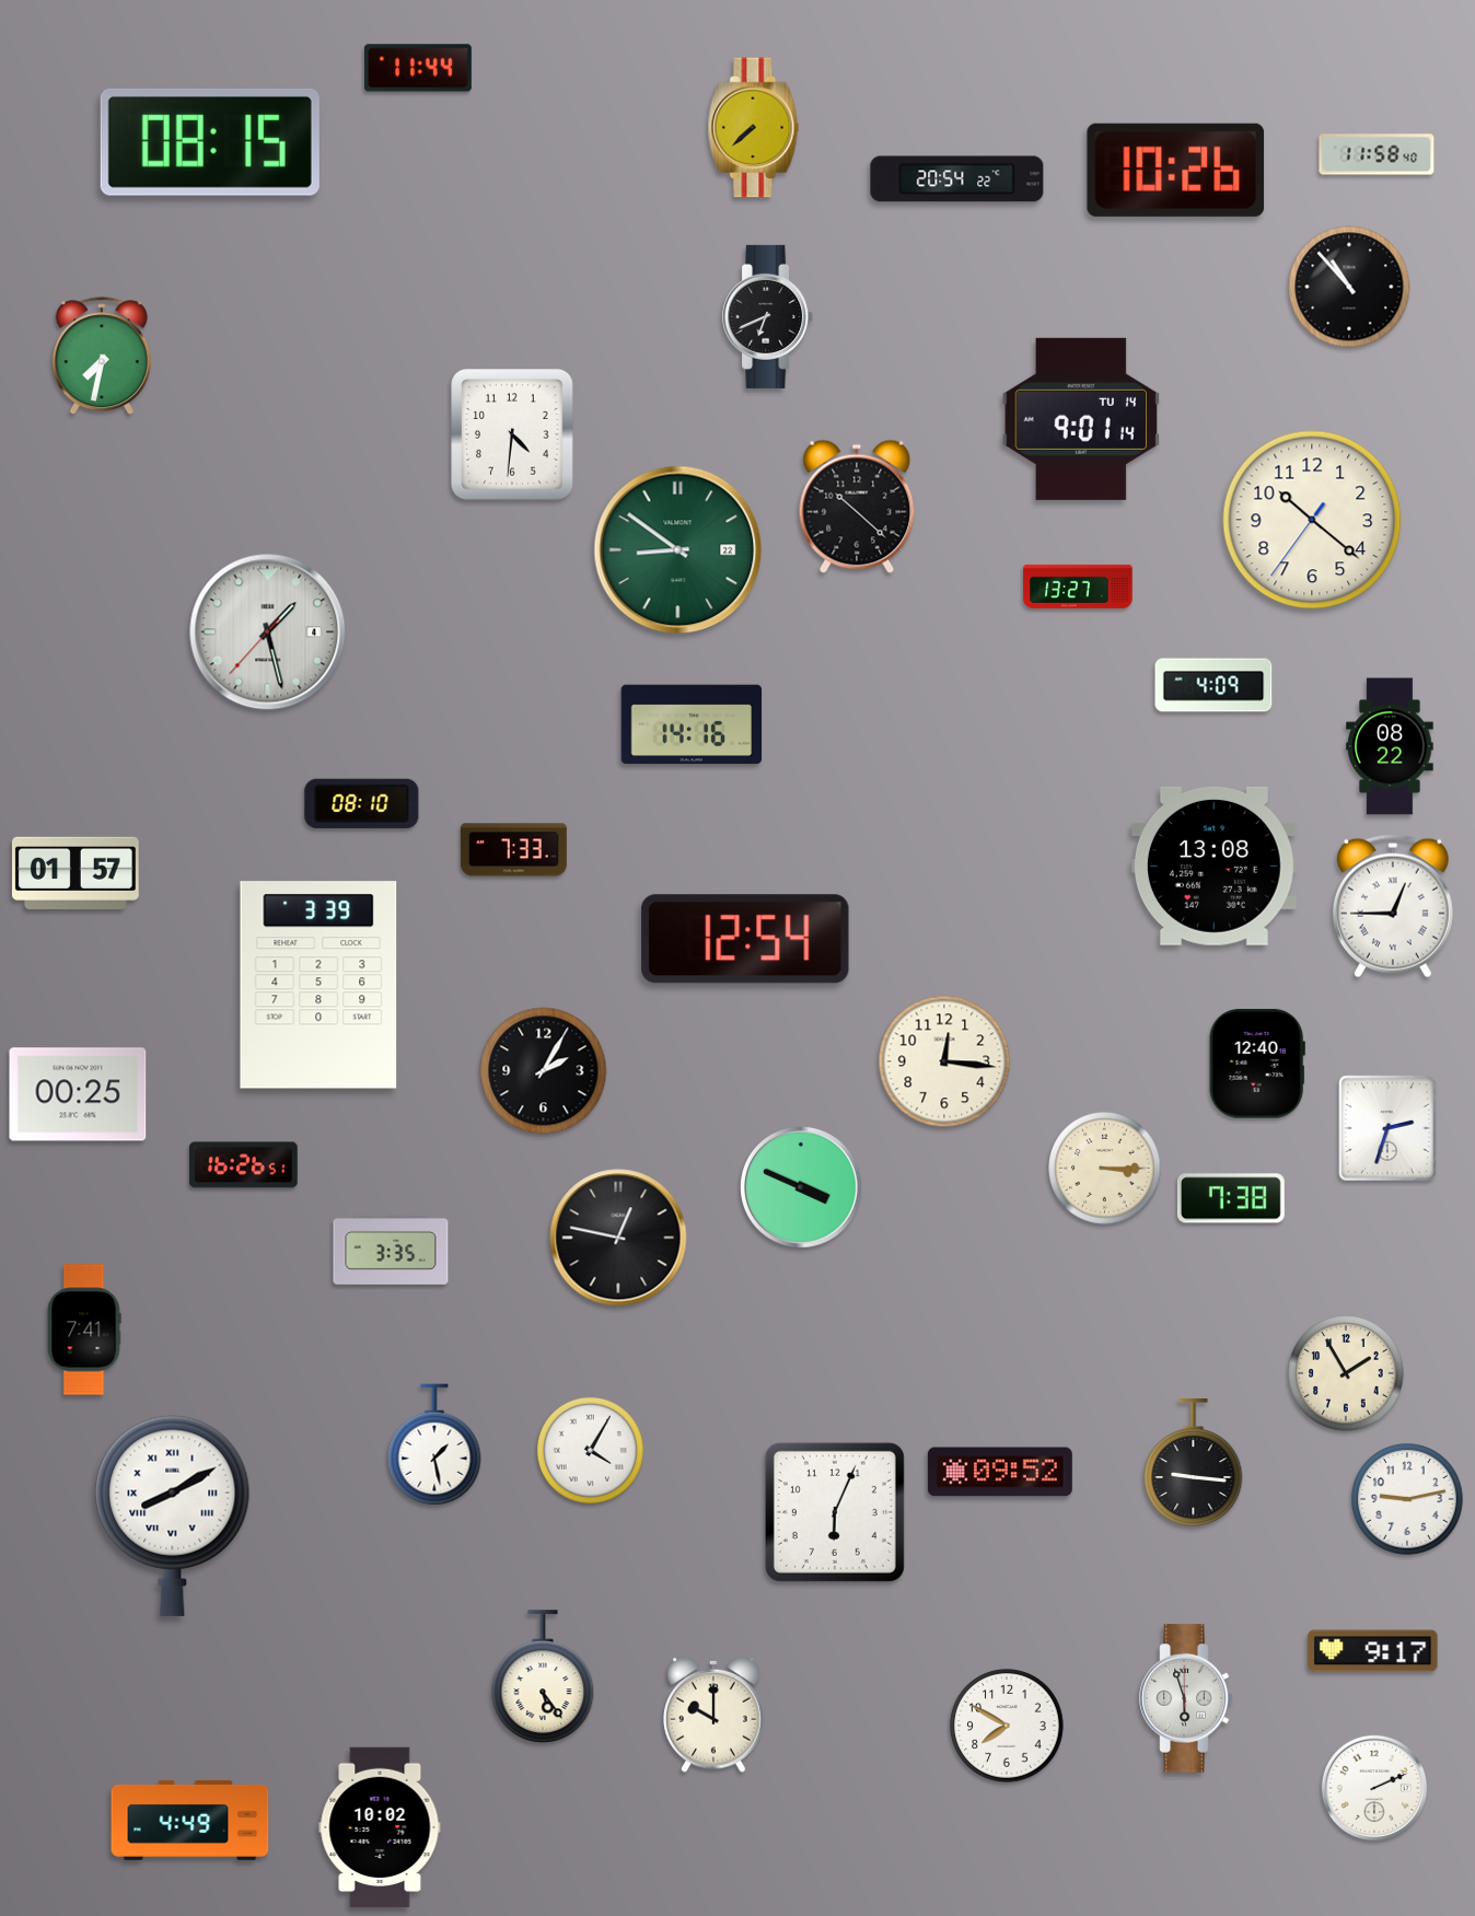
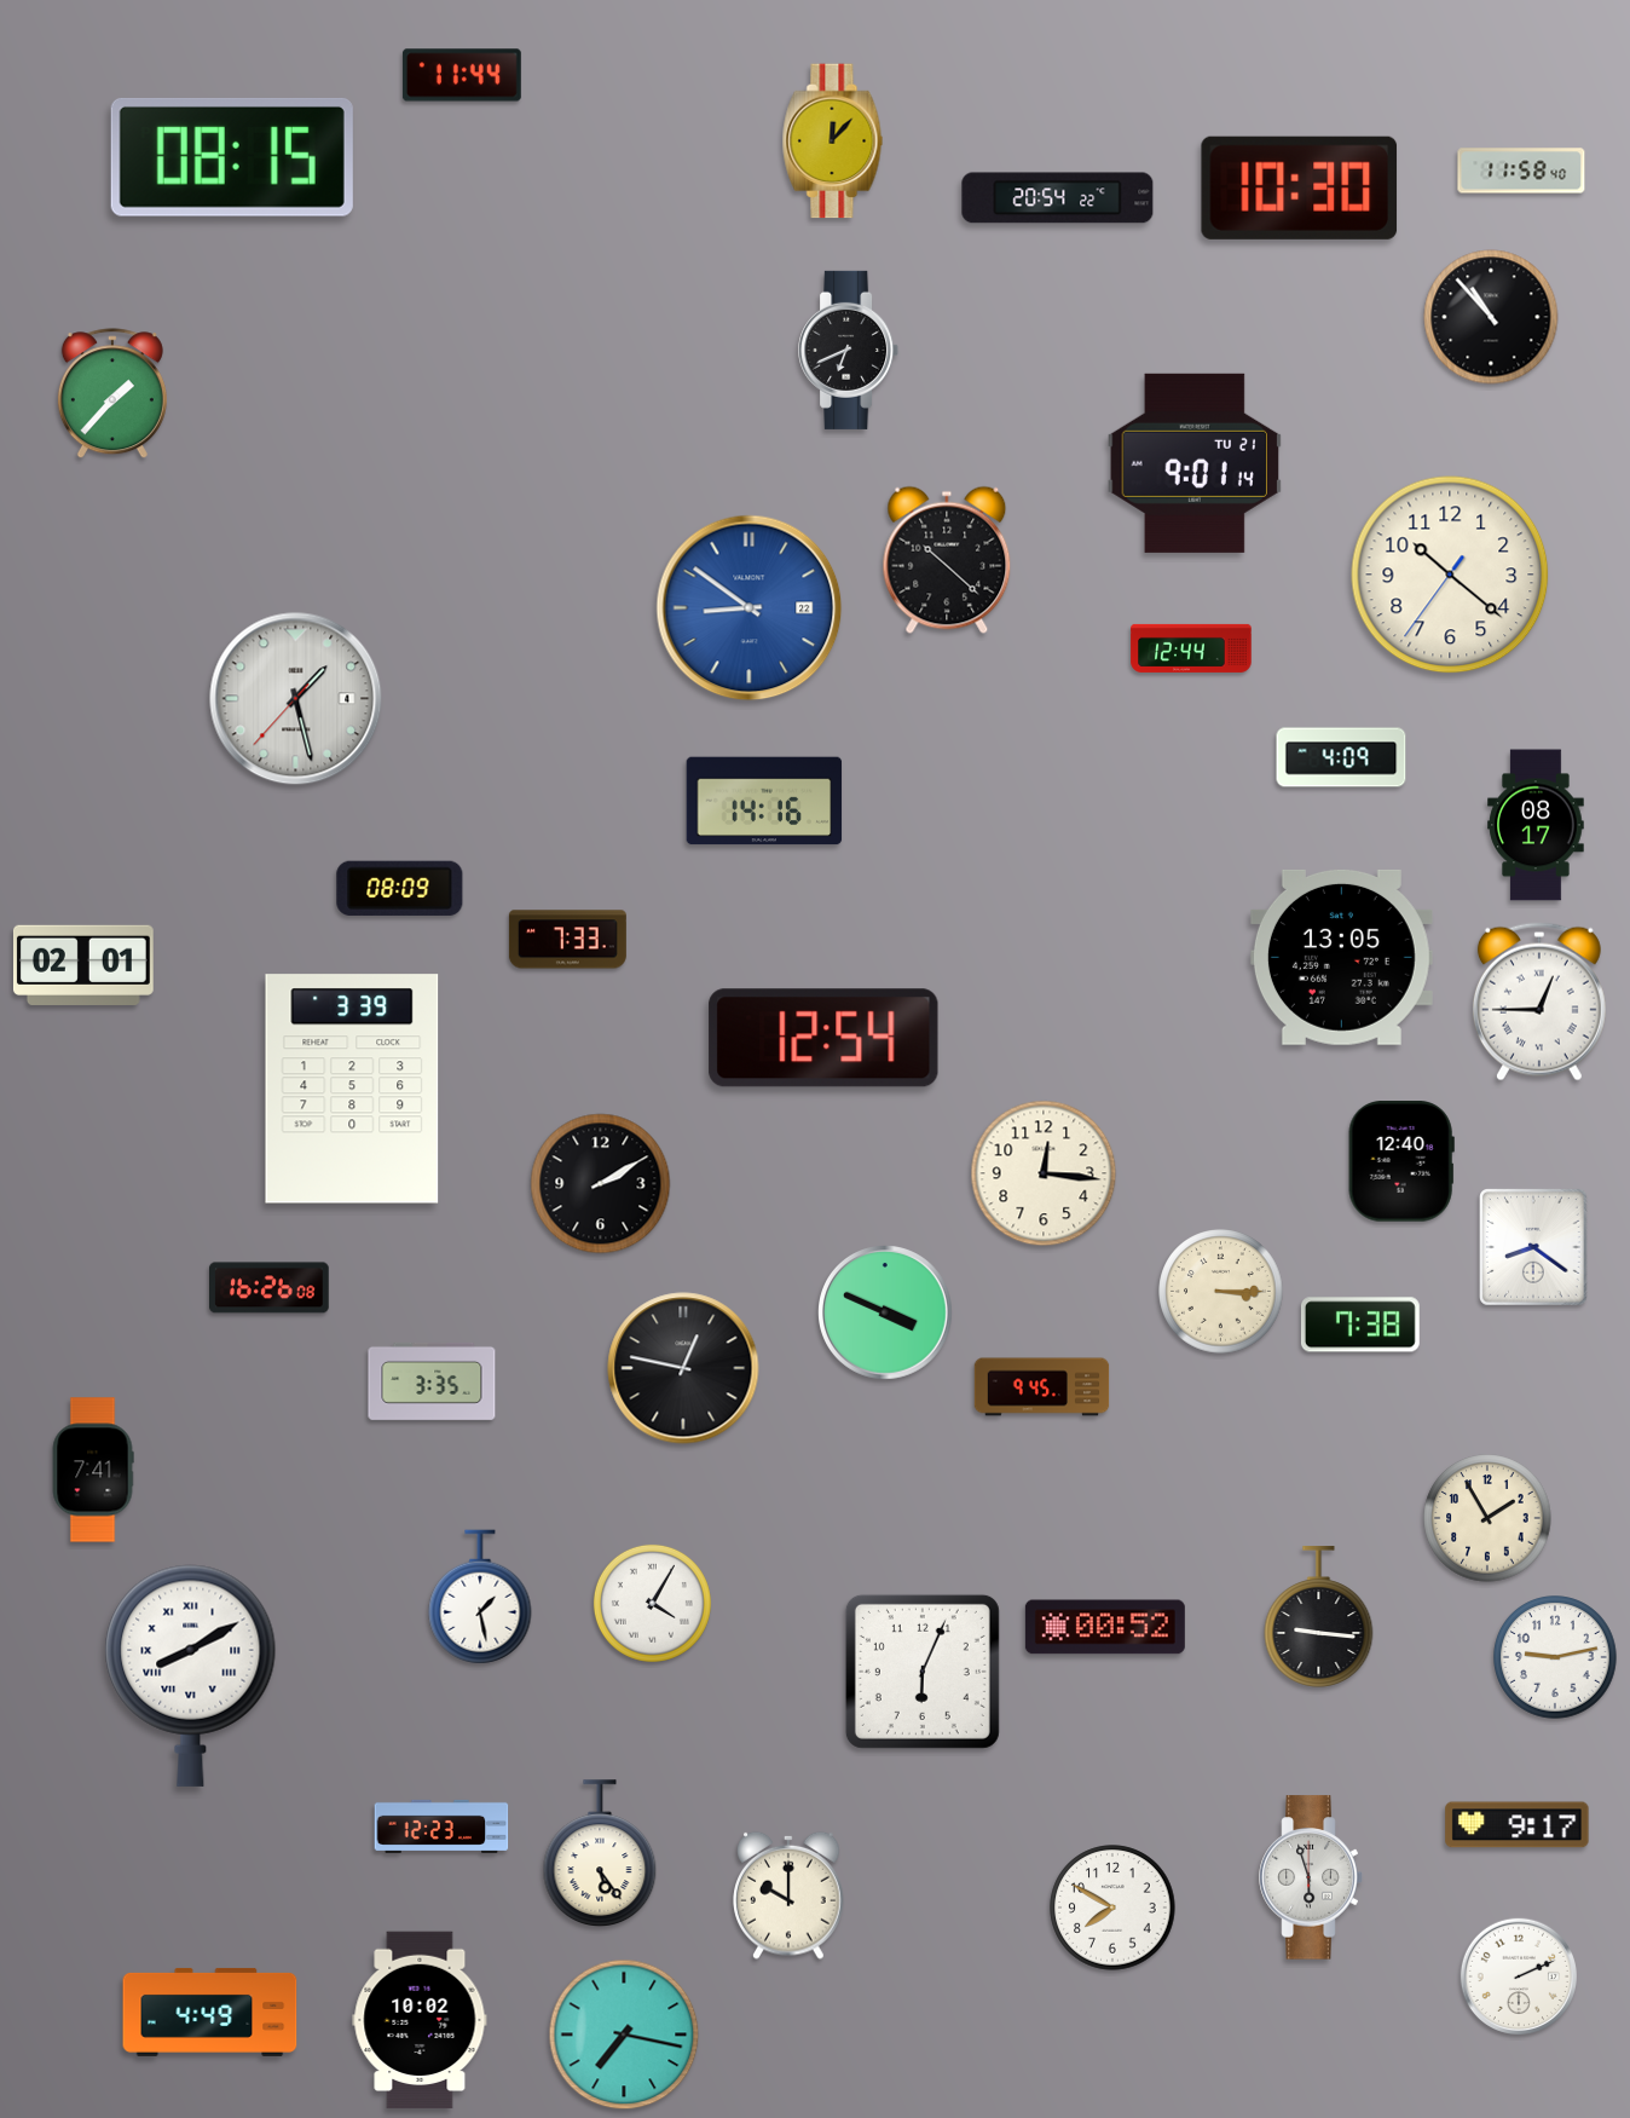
clock at (754, 128): 7:38 -> 12:07
clock at (1175, 170): 10:26 -> 10:30
clock at (102, 357): 7:32 -> 1:37
clock at (1080, 419) date: TU 14 -> TU 21
clock at (512, 434): 4:31 -> none
clock at (678, 550) dial: green -> blue
clock at (1078, 587): 13:27 -> 12:44
clock at (1390, 746): 08:22 -> 08:17
clock at (362, 803): 08:10 -> 08:09
clock at (1213, 866): 13:08 -> 13:05
clock at (76, 873): 01:57 -> 02:01
clock at (1257, 1064) position: (1257, 1064) -> (1401, 1161)
clock at (544, 1071): 2:05 -> 2:10
clock at (78, 1094): 00:25 -> none
clock at (1389, 1129): 2:33 -> 8:21
clock at (244, 1165): 16:26:51 -> 16:26:08
clock at (1042, 1387): none -> 9:45
clock at (1000, 1472): 09:52 -> 00:52
clock at (441, 1826): none -> 12:23
clock at (624, 2035): none -> 7:17
